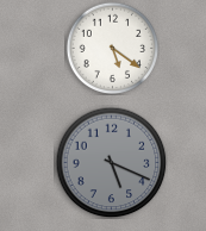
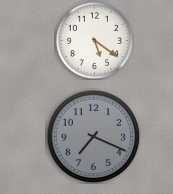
clock at (111, 162): 5:19 -> 7:19
